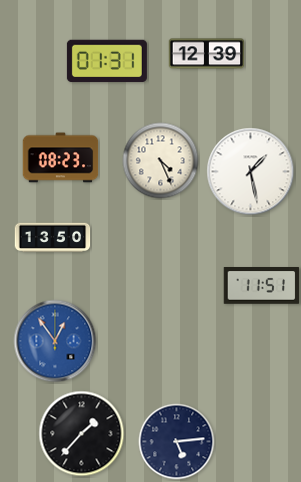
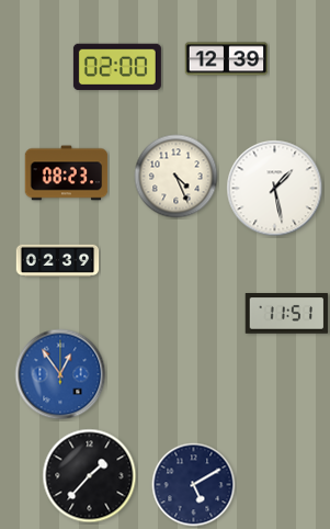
clock at (107, 61): 01:31 -> 02:00
clock at (53, 238): 13:50 -> 02:39
clock at (177, 442): 5:14 -> 5:10
